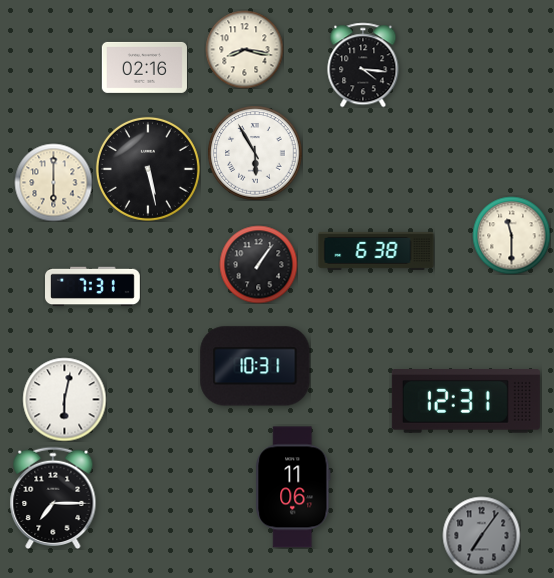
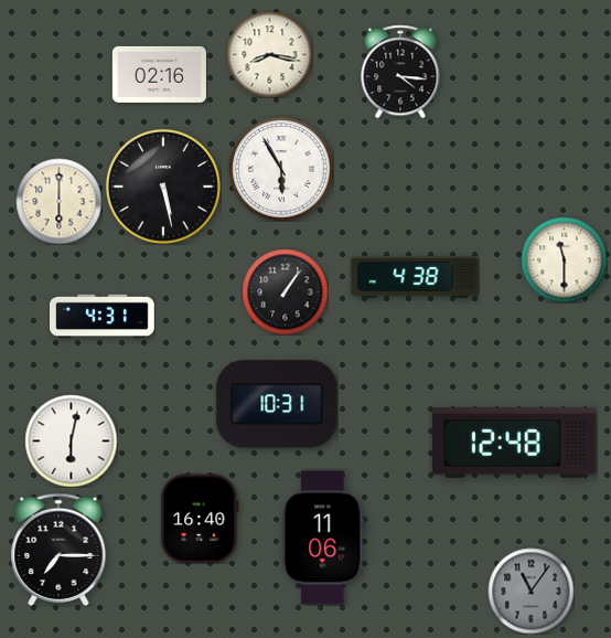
clock at (376, 251): 6:38 -> 4:38
clock at (93, 287): 7:31 -> 4:31
clock at (255, 366) position: (255, 366) -> (277, 404)
clock at (466, 402): 12:31 -> 12:48
clock at (200, 519): none -> 16:40
clock at (481, 535): 7:06 -> 11:06
